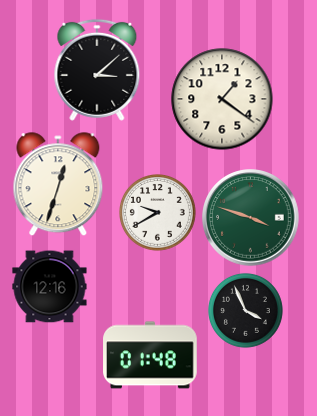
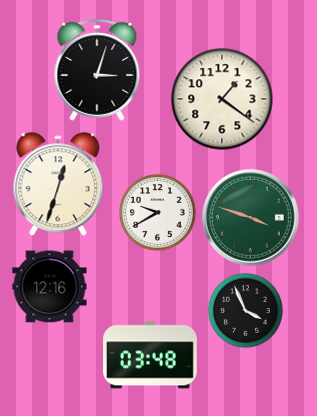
clock at (97, 70): 3:08 -> 3:03
clock at (150, 355): 01:48 -> 03:48
